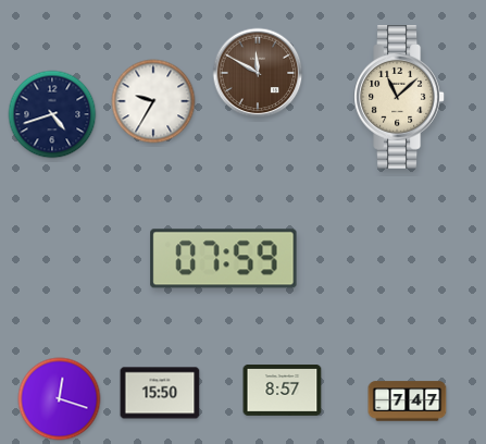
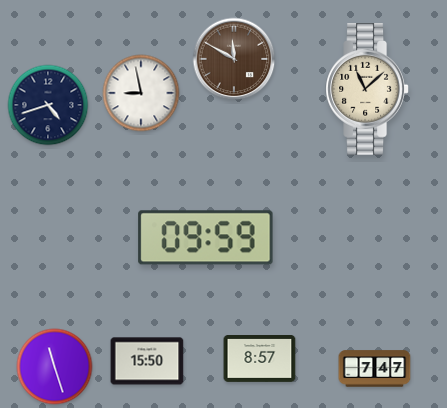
clock at (258, 73) position: (258, 73) -> (234, 59)
clock at (153, 101): 9:35 -> 8:58
clock at (224, 259): 07:59 -> 09:59
clock at (60, 399): 12:18 -> 11:27
